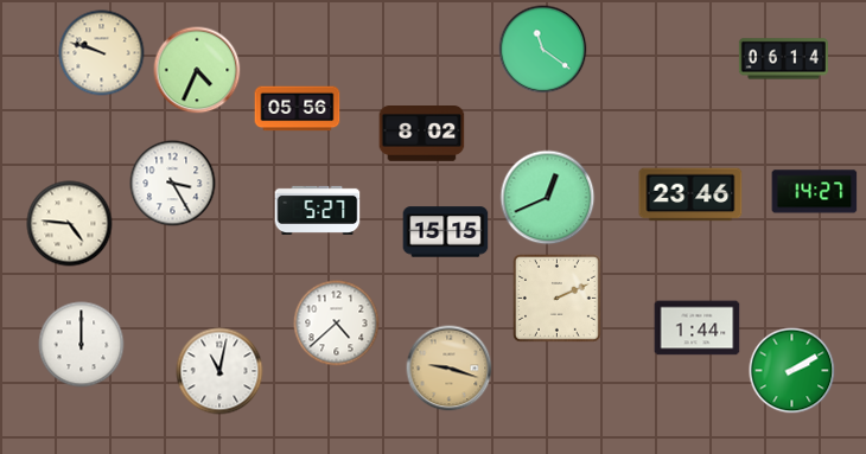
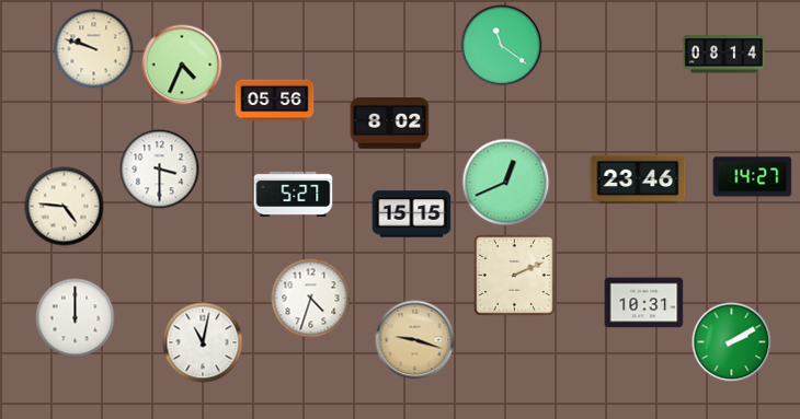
clock at (783, 59): 06:14 -> 08:14
clock at (173, 184): 3:25 -> 3:30
clock at (337, 324): 4:38 -> 4:33
clock at (698, 328): 1:44 -> 10:31
